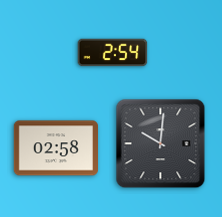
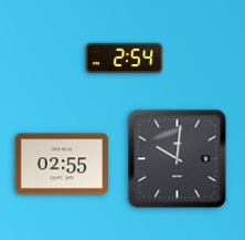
clock at (55, 148): 02:58 -> 02:55
